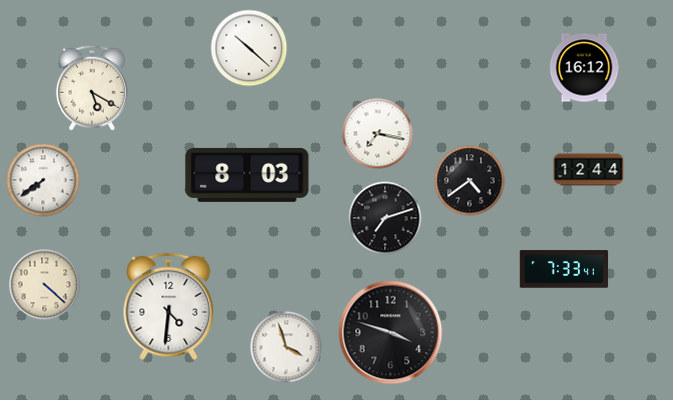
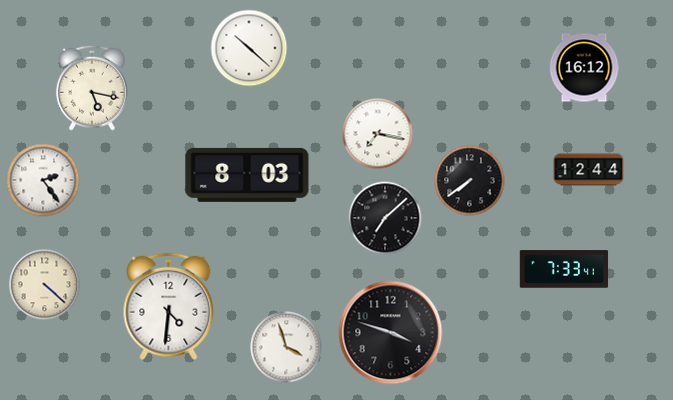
clock at (92, 88): 5:20 -> 5:17
clock at (43, 180): 7:39 -> 2:24
clock at (470, 181): 4:39 -> 7:39
clock at (385, 218): 7:12 -> 7:08
